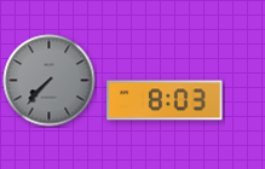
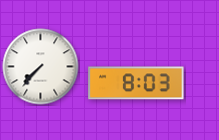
clock at (50, 81) dial: grey -> white
